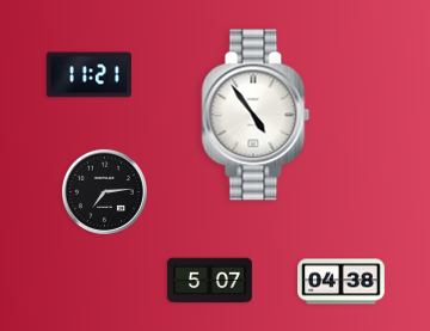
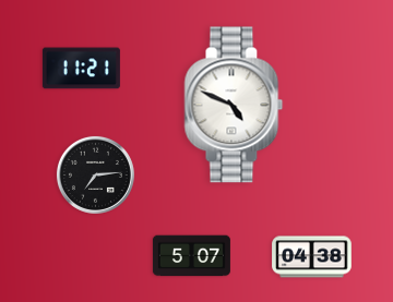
clock at (256, 115): 4:54 -> 4:49
